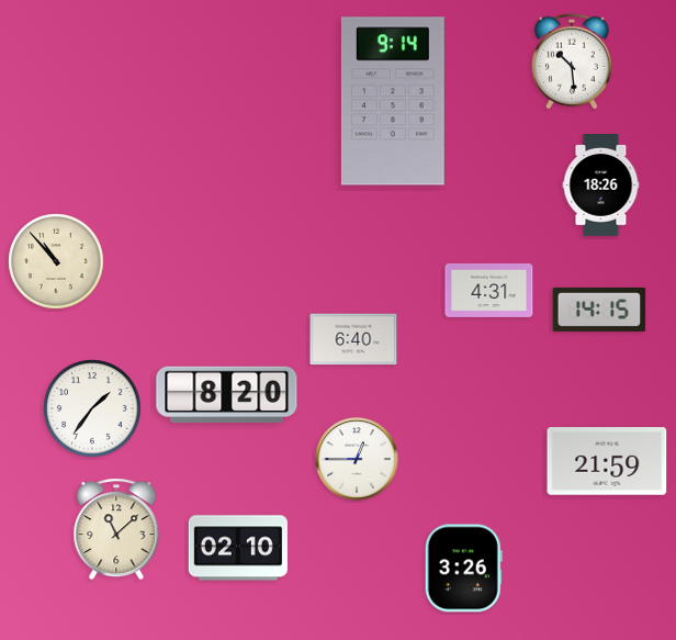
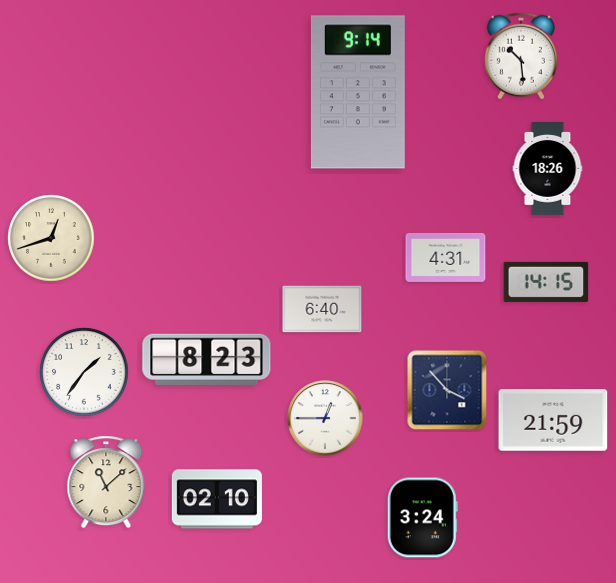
clock at (56, 261): 10:53 -> 12:42
clock at (489, 290) position: (489, 290) -> (446, 257)
clock at (227, 394): 8:20 -> 8:23
clock at (447, 390): none -> 3:53
clock at (463, 569): 3:26 -> 3:24
